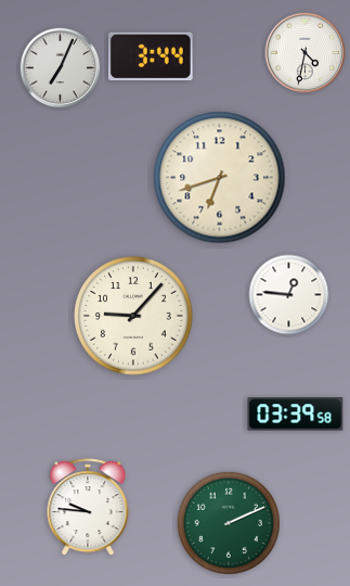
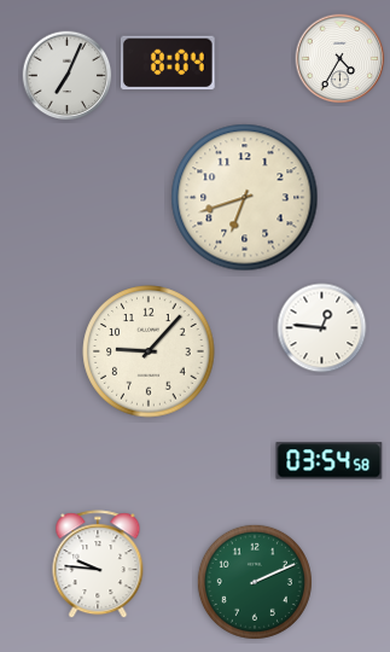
clock at (306, 53): 4:32 -> 4:35
clock at (151, 56): 3:44 -> 8:04
clock at (296, 415): 03:39 -> 03:54
